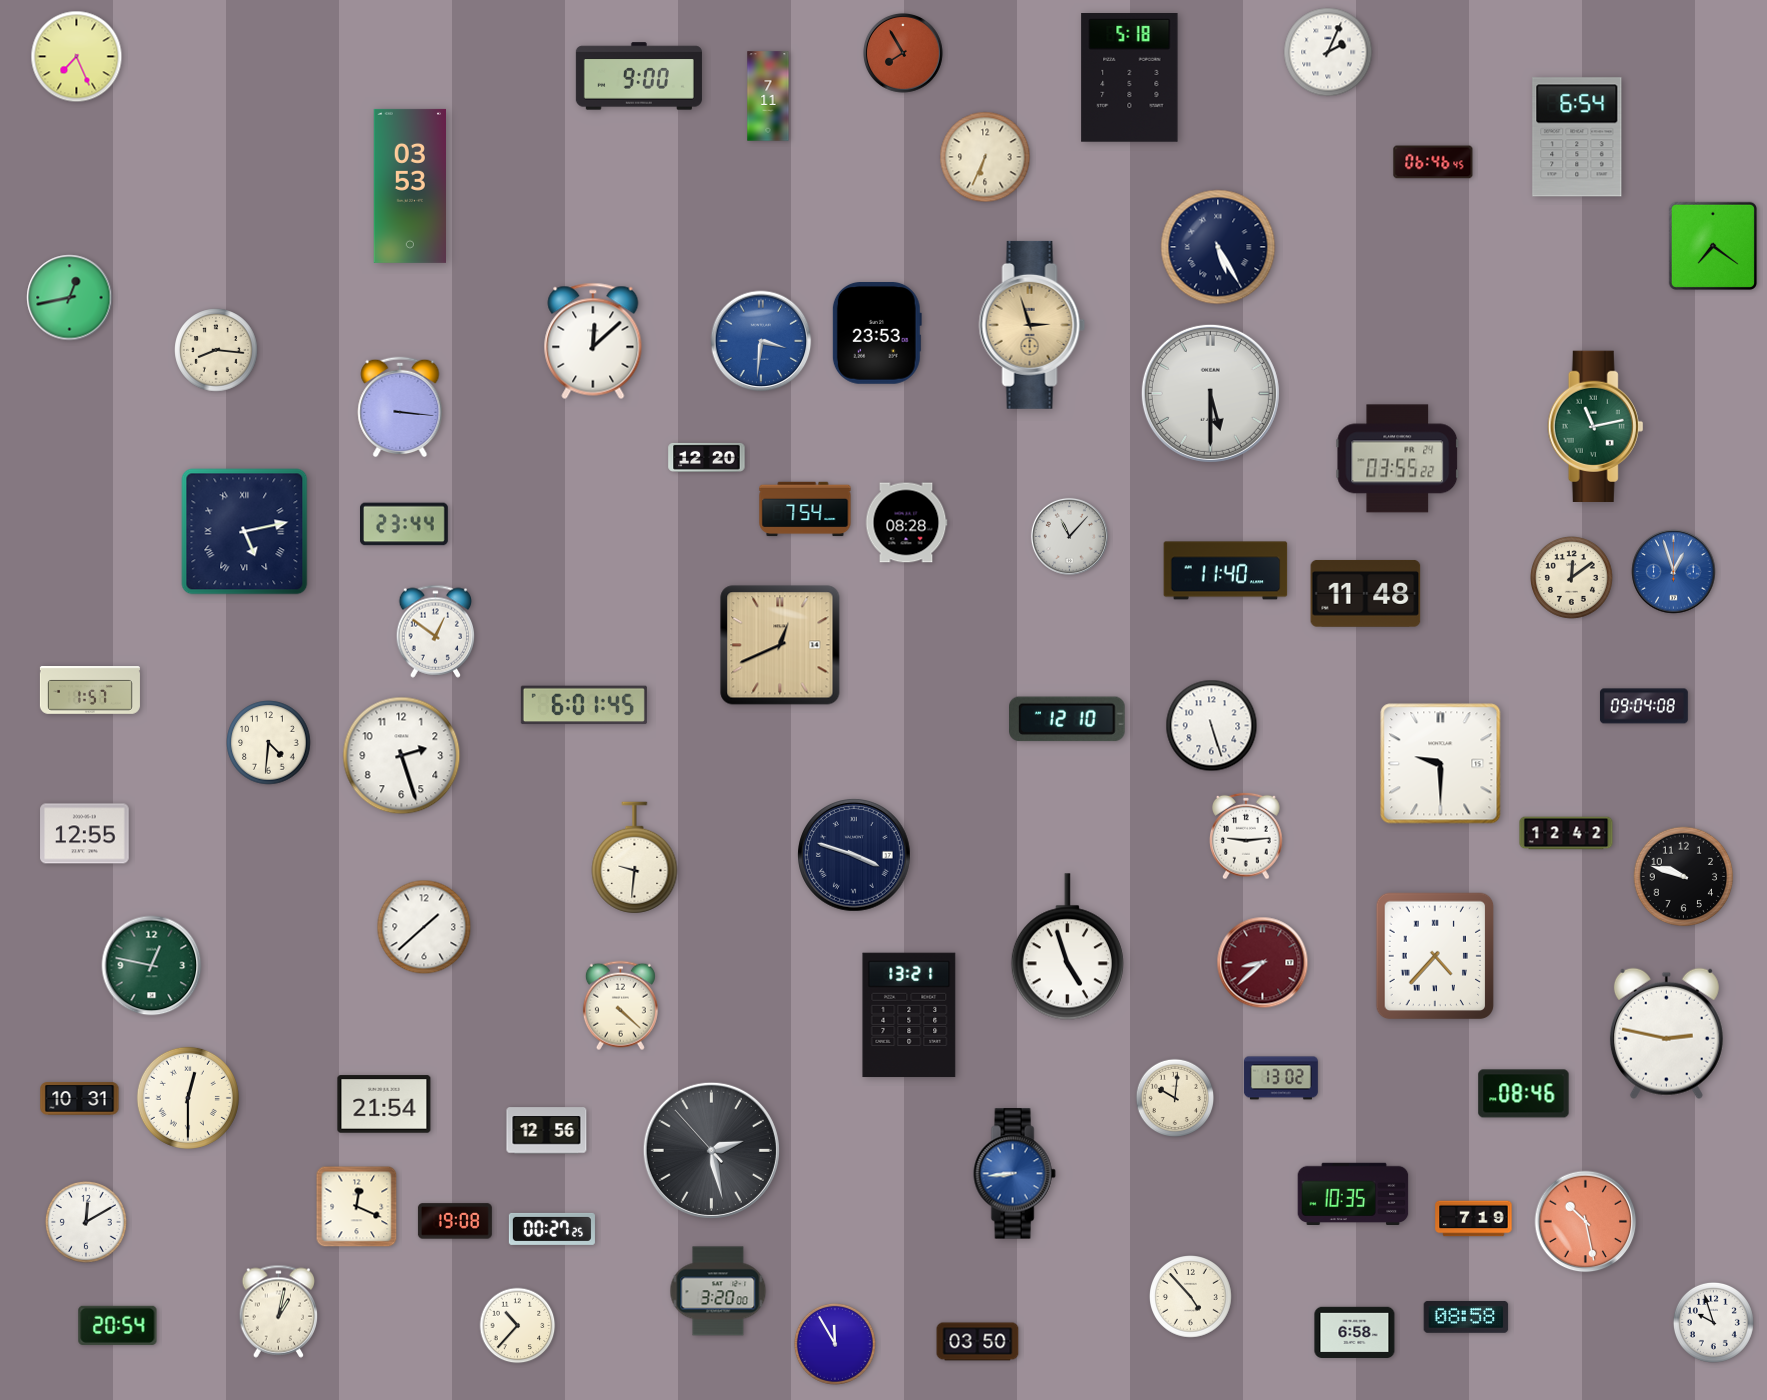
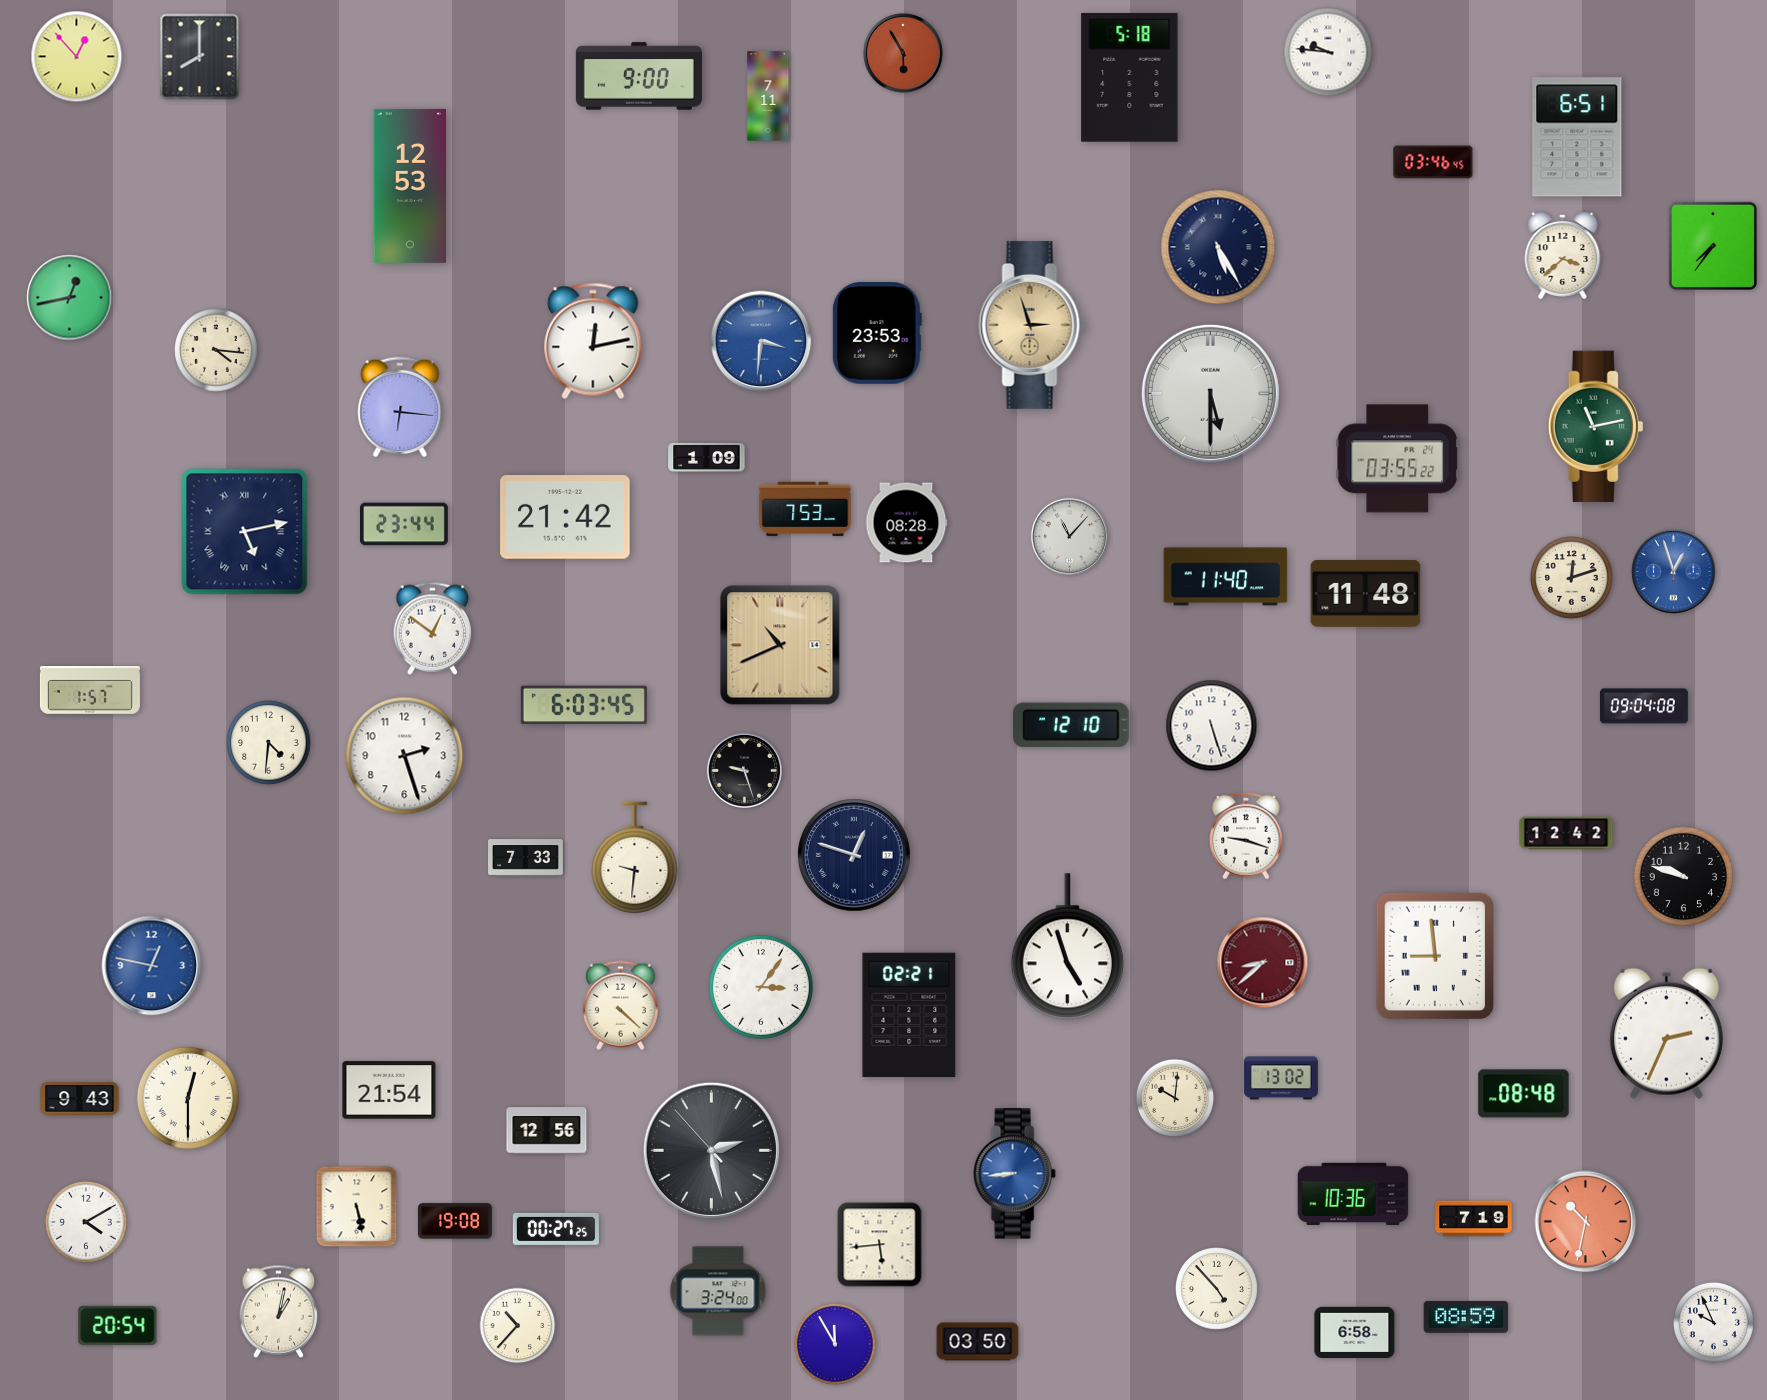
clock at (1328, 52): 2:04 -> 9:46
clock at (904, 54): 7:55 -> 5:55
clock at (77, 57): 7:26 -> 12:53
clock at (200, 57): none -> 8:00
clock at (1577, 137): 6:54 -> 6:51
clock at (985, 157): 6:34 -> none
clock at (1433, 162): 06:46 -> 03:46
clock at (410, 186): 03:53 -> 12:53
clock at (1713, 246): 7:21 -> 7:36
clock at (1563, 256): none -> 3:38
clock at (593, 341): 12:08 -> 12:13
clock at (216, 350): 8:16 -> 4:16
clock at (400, 407): 3:16 -> 6:16
clock at (707, 457): 12:20 -> 1:09
clock at (805, 509): 7:54 -> 7:53
clock at (565, 517): none -> 21:42
clock at (1226, 571) position: (1226, 571) -> (1226, 577)
clock at (1572, 578): 12:09 -> 12:12
clock at (436, 631) position: (436, 631) -> (433, 628)
clock at (780, 645): 12:41 -> 10:41
clock at (584, 705): 6:01 -> 6:03
clock at (1068, 719) position: (1068, 719) -> (1072, 725)
clock at (402, 756) position: (402, 756) -> (405, 756)
clock at (1441, 764): 9:30 -> none
clock at (744, 770): none -> 9:27
clock at (85, 834): 12:55 -> none
clock at (1247, 836): 9:14 -> 9:18
clock at (854, 855): 3:48 -> 12:48
clock at (526, 858): none -> 7:33
clock at (424, 927): 1:38 -> none
clock at (1435, 956): 4:37 -> 8:59
clock at (152, 966) dial: green -> blue
clock at (761, 987): none -> 3:06
clock at (909, 1015): 13:21 -> 02:21
clock at (1666, 1033): 2:47 -> 2:34
clock at (1524, 1094): 08:46 -> 08:48
clock at (80, 1099): 10:31 -> 9:43
clock at (384, 1104) position: (384, 1104) -> (389, 1090)
clock at (1353, 1193): 10:35 -> 10:36
clock at (357, 1207): 12:19 -> 5:28
clock at (86, 1222): 12:10 -> 4:10
clock at (1586, 1222): 10:28 -> 10:32
clock at (552, 1229) position: (552, 1229) -> (556, 1229)
clock at (880, 1245): none -> 5:44
clock at (718, 1291): 3:20 -> 3:24
clock at (1191, 1297) position: (1191, 1297) -> (1217, 1289)
clock at (1466, 1317): 08:58 -> 08:59
clock at (1713, 1322): 9:57 -> 9:56
